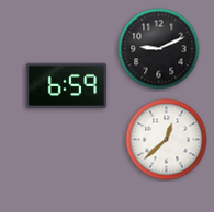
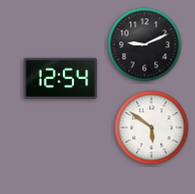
clock at (67, 86): 6:59 -> 12:54
clock at (167, 140): 12:38 -> 5:51
